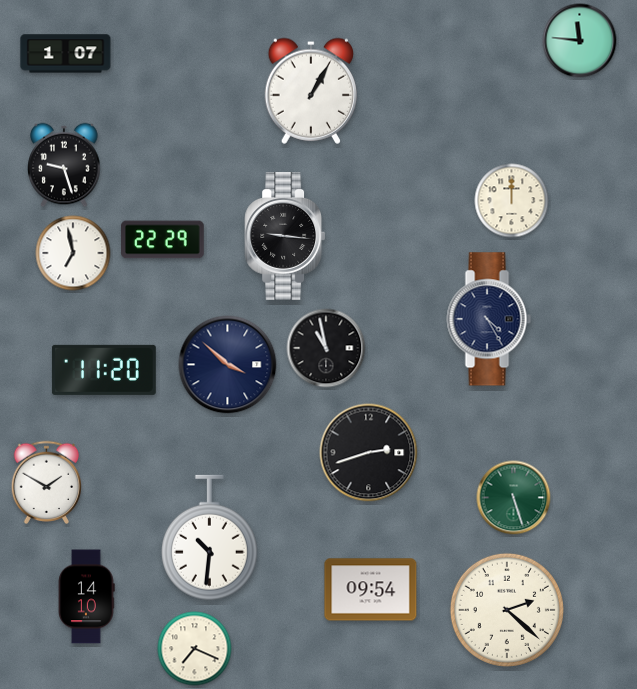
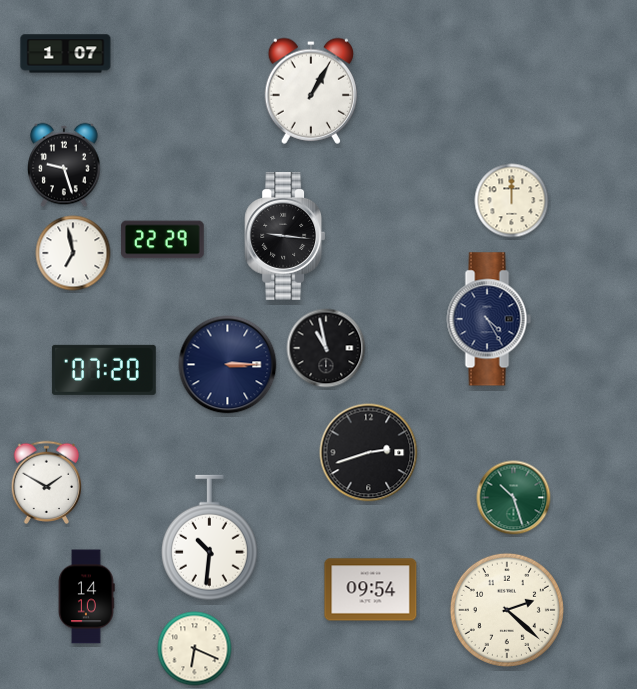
clock at (580, 41): 11:46 -> none
clock at (228, 365): 3:52 -> 3:15
clock at (104, 370): 11:20 -> 07:20
clock at (514, 498): 5:27 -> 10:27
clock at (195, 649): 7:19 -> 6:19
